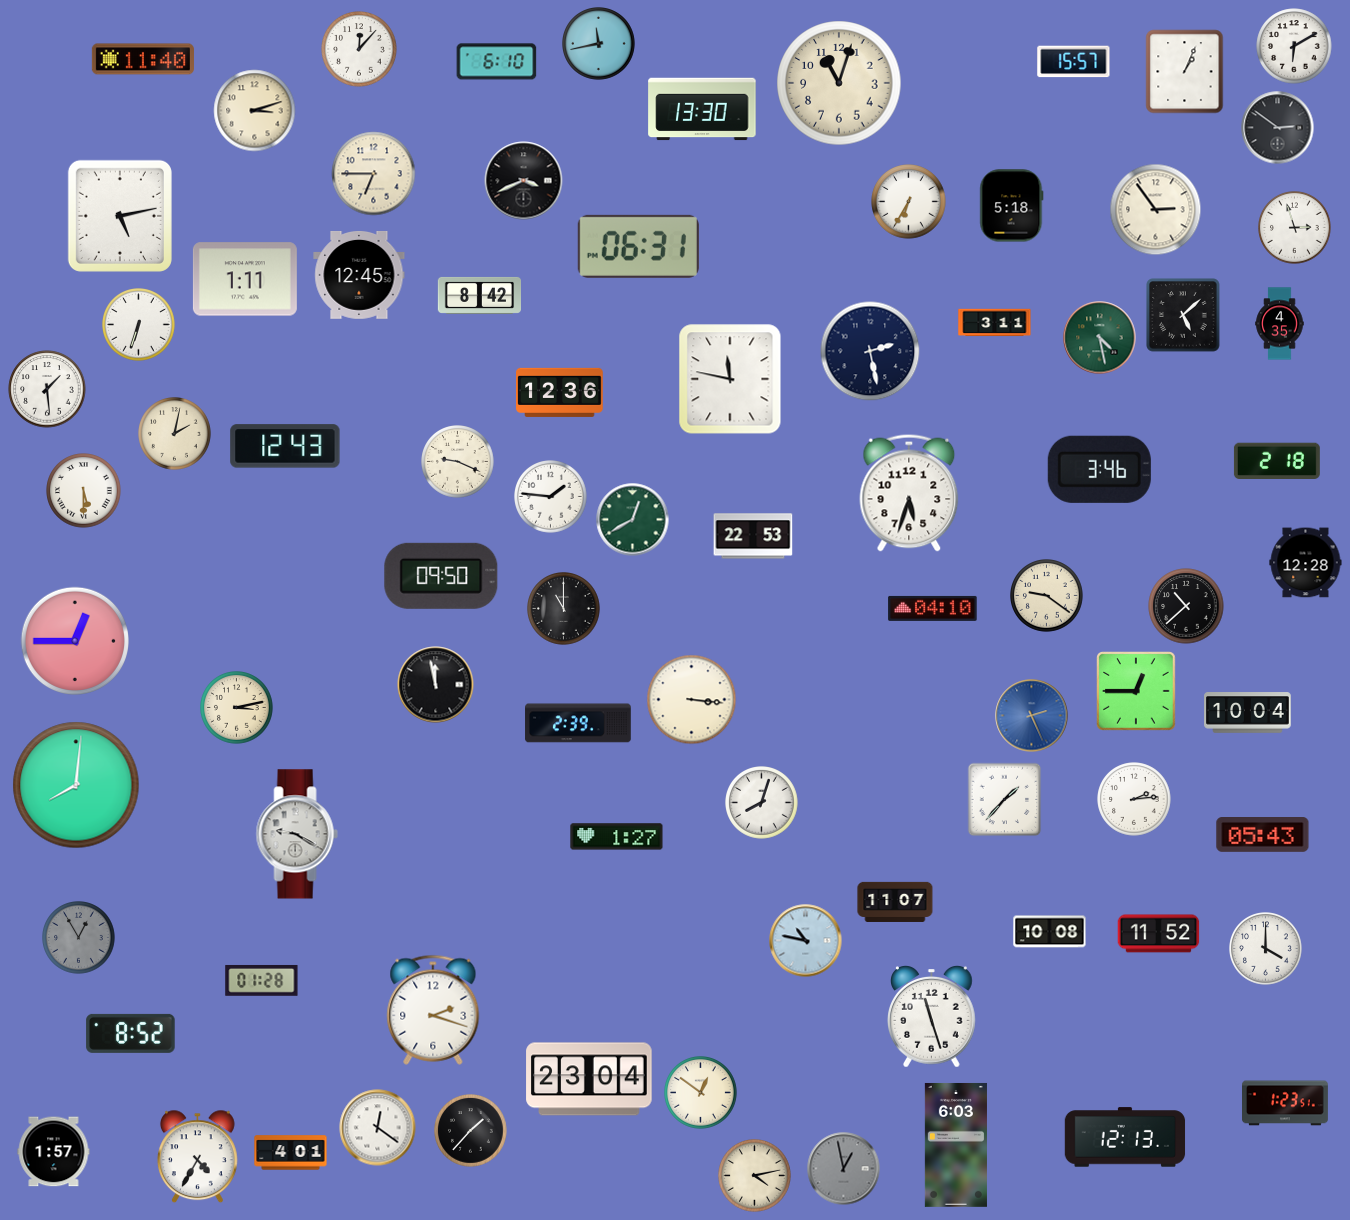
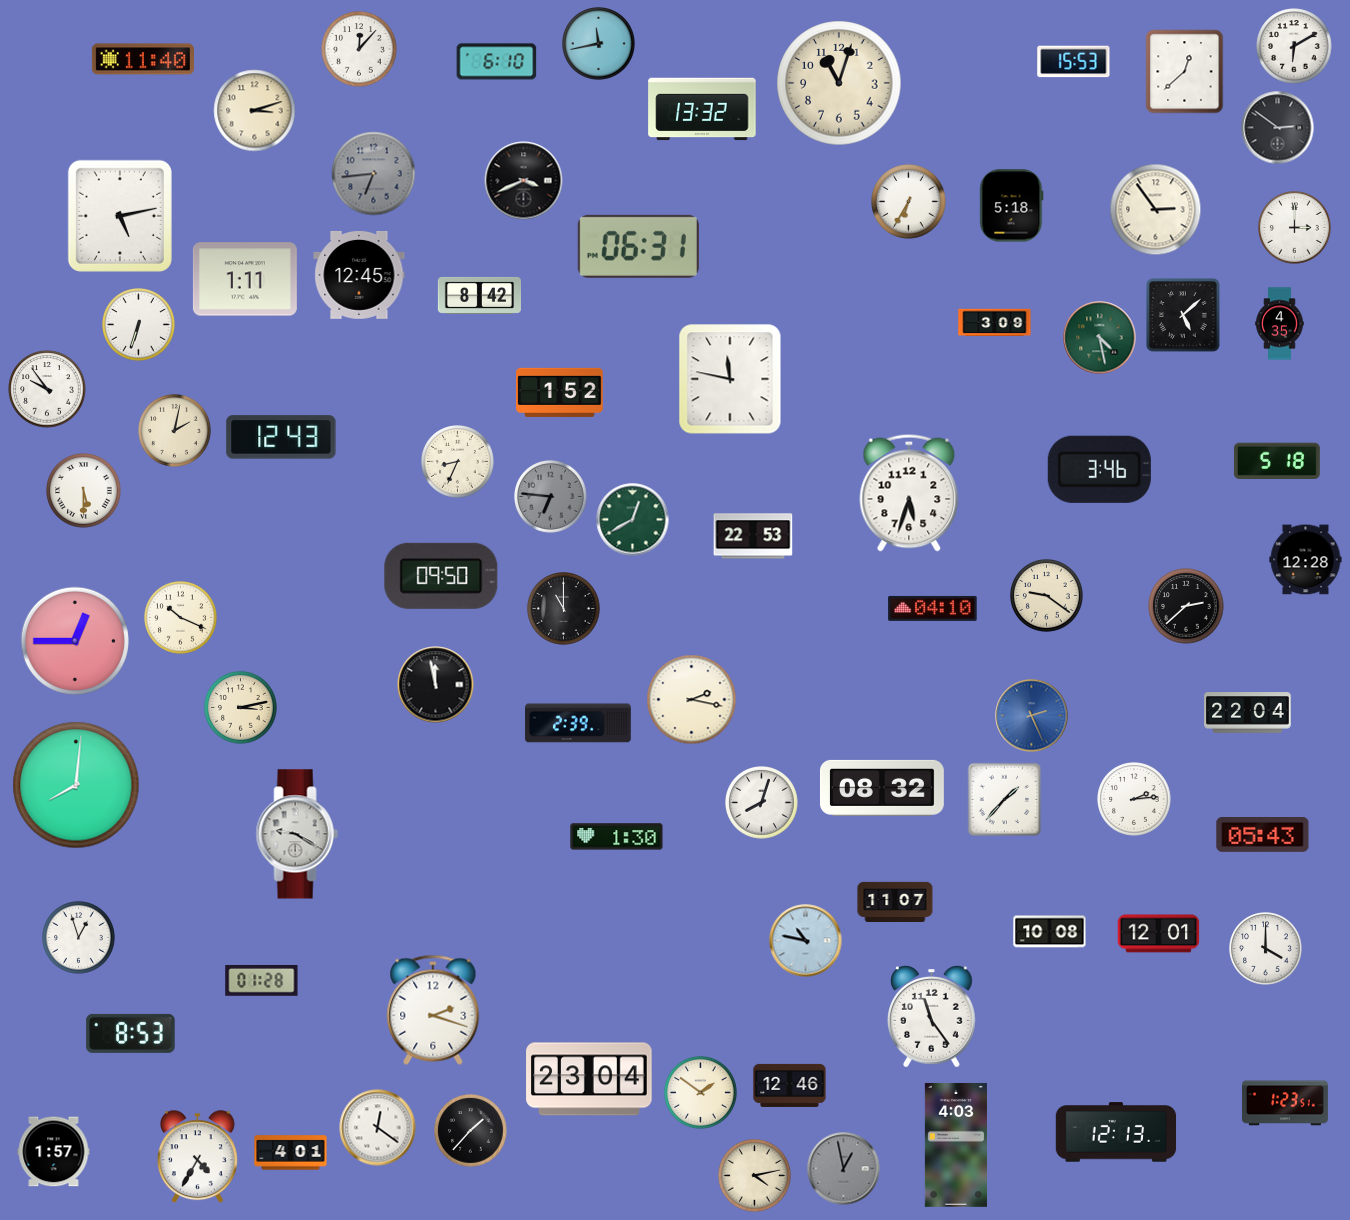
clock at (1074, 62): 15:57 -> 15:53
clock at (1185, 72): 1:04 -> 12:38
clock at (702, 109): 13:30 -> 13:32
clock at (374, 174): 6:45 -> 6:44
clock at (374, 174) dial: cream -> grey
clock at (1295, 228): 2:57 -> 3:00
clock at (995, 323): 3:11 -> 3:09
clock at (870, 351): 2:28 -> none
clock at (47, 389): 1:29 -> 9:54
clock at (560, 392): 12:36 -> 1:52
clock at (175, 434) position: (175, 434) -> (175, 431)
clock at (285, 446) position: (285, 446) -> (281, 437)
clock at (1277, 461): 2:18 -> 5:18
clock at (458, 462): 9:19 -> 8:34
clock at (551, 497): 1:46 -> 6:46
clock at (551, 497) dial: white -> grey
clock at (1306, 563) position: (1306, 563) -> (1306, 560)
clock at (1186, 606): 10:38 -> 2:38
clock at (181, 618): none -> 10:19
clock at (1136, 691): 12:45 -> none
clock at (692, 700): 3:16 -> 2:17
clock at (237, 708) position: (237, 708) -> (241, 708)
clock at (1248, 713): 10:04 -> 22:04
clock at (882, 788): none -> 08:32
clock at (617, 837): 1:27 -> 1:30
clock at (1159, 934): 11:52 -> 12:01
clock at (79, 938): 12:55 -> 12:57
clock at (79, 938) dial: grey -> white
clock at (932, 1017): 11:27 -> 11:24
clock at (131, 1033): 8:52 -> 8:53
clock at (790, 1085): none -> 12:46
clock at (701, 1093): 12:51 -> 1:51
clock at (1125, 1137) position: (1125, 1137) -> (1116, 1132)
clock at (956, 1145): 6:03 -> 4:03
